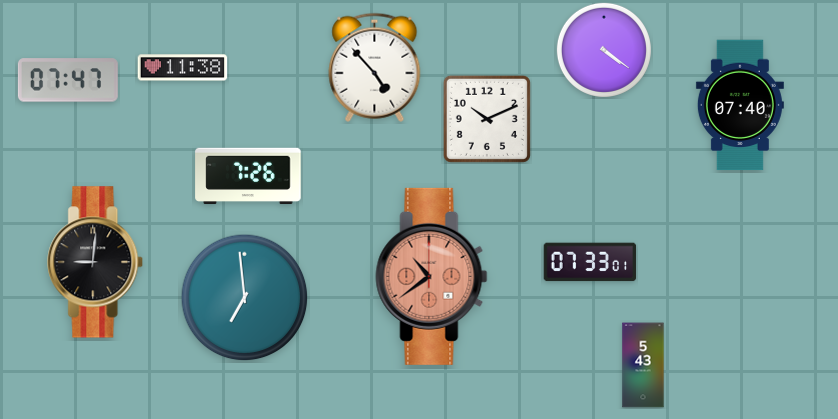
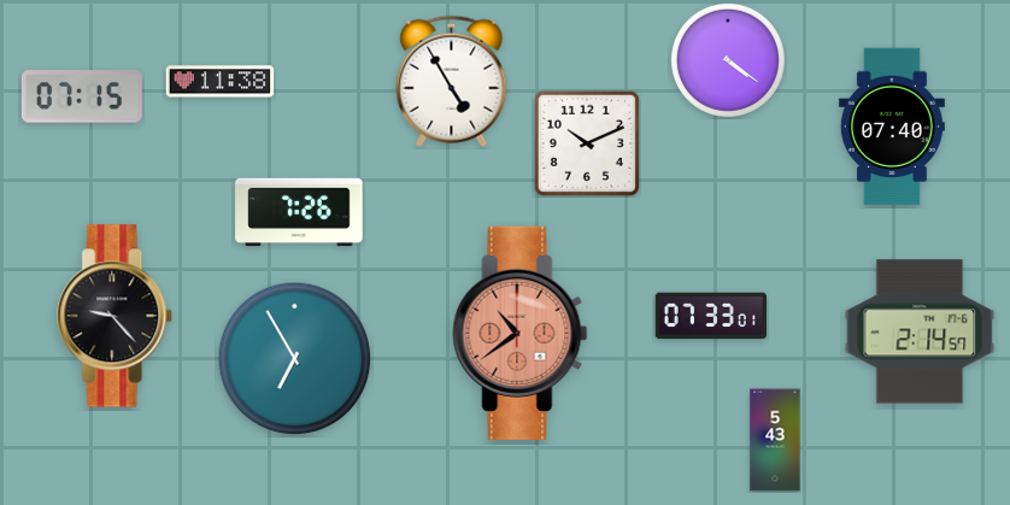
clock at (375, 67): 4:53 -> 4:55
clock at (68, 80): 07:47 -> 07:15
clock at (96, 262): 9:01 -> 9:23
clock at (920, 331): none -> 2:14
clock at (245, 298): 6:59 -> 6:55
